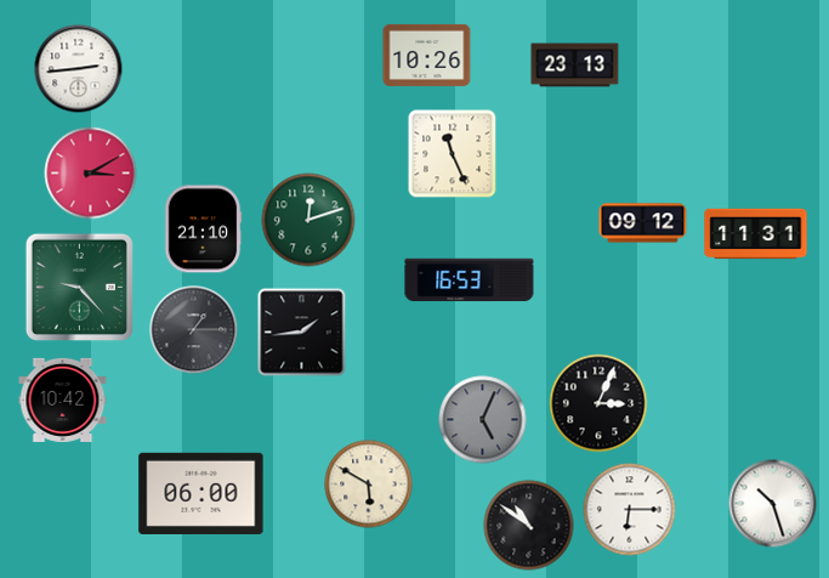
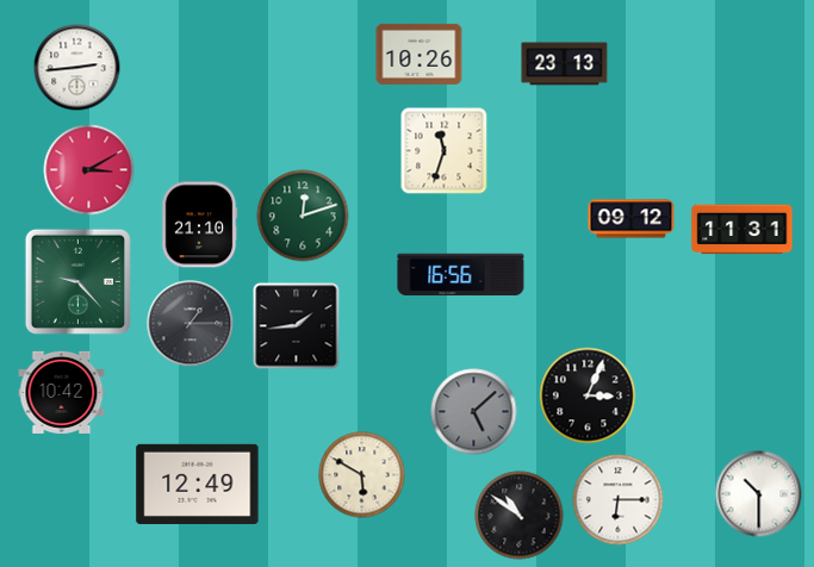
clock at (453, 154): 11:26 -> 11:33
clock at (470, 280): 16:53 -> 16:56
clock at (483, 420): 5:04 -> 5:08
clock at (201, 493): 06:00 -> 12:49
clock at (773, 504): 10:27 -> 10:30
